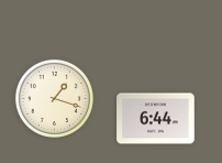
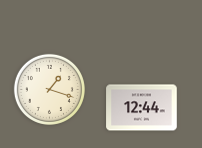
clock at (156, 119): 6:44 -> 12:44
